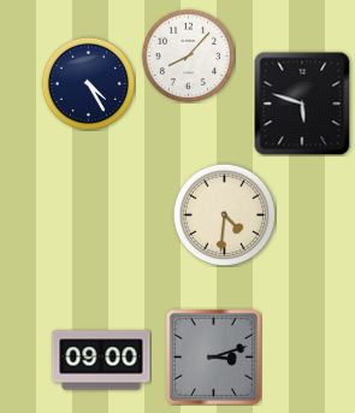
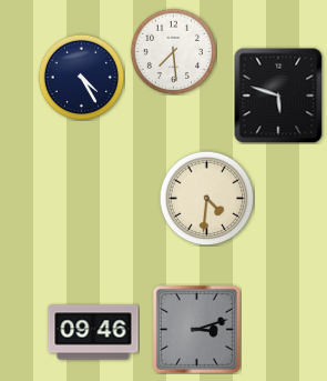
clock at (188, 55): 8:07 -> 7:29
clock at (101, 360): 09:00 -> 09:46
